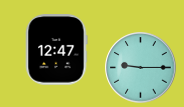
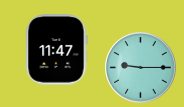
clock at (56, 50): 12:47 -> 11:47
